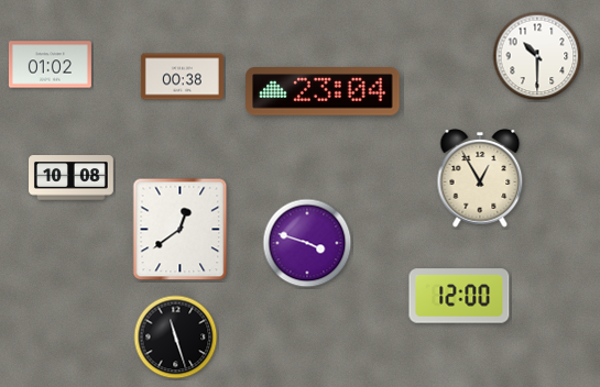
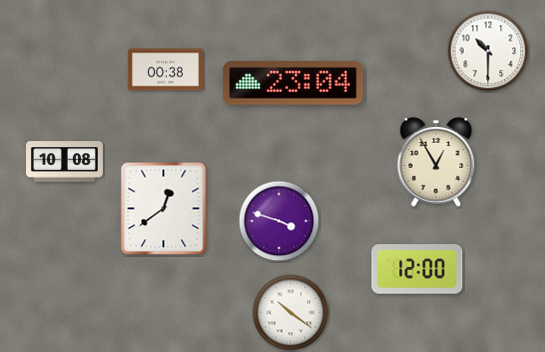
clock at (50, 65): 01:02 -> none
clock at (176, 338): 11:27 -> none
clock at (291, 313): none -> 10:21
